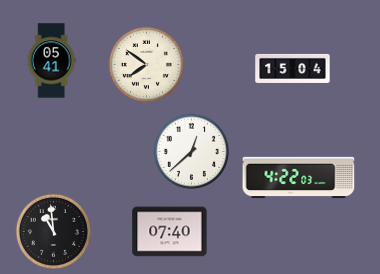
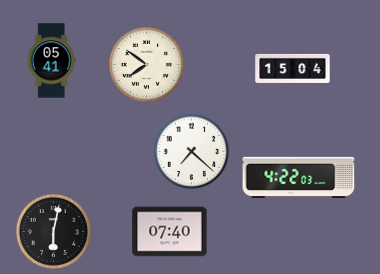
clock at (191, 151): 12:38 -> 7:22
clock at (53, 231): 10:59 -> 6:02
